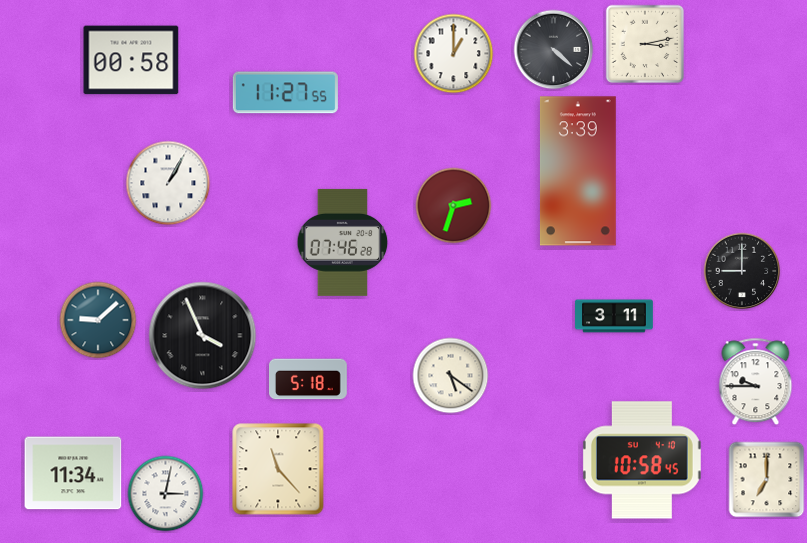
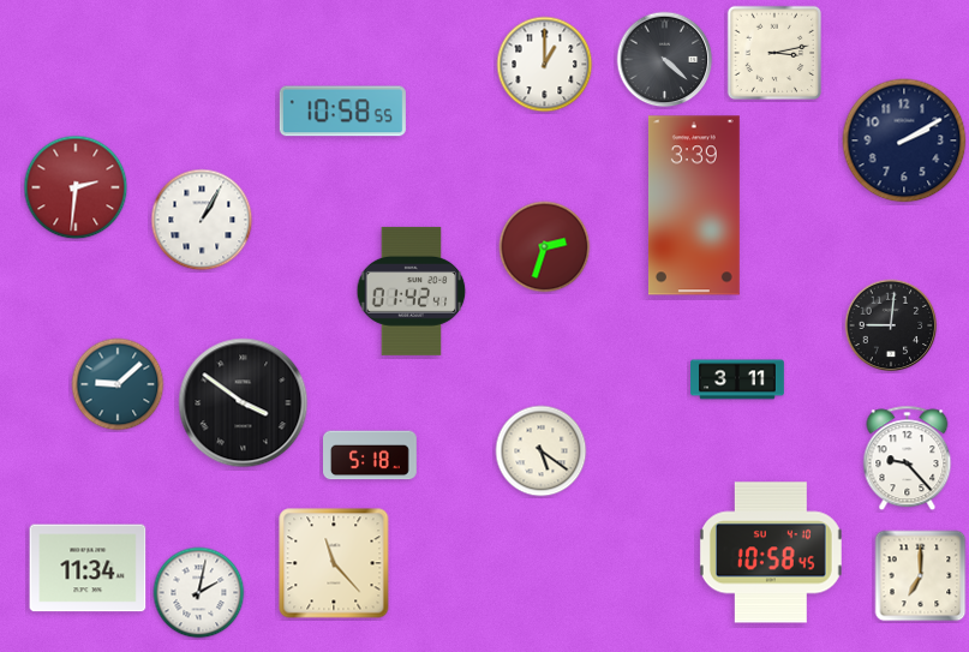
clock at (131, 60): 00:58 -> none
clock at (285, 93): 11:27 -> 10:58
clock at (904, 140): none -> 2:10
clock at (76, 187): none -> 2:31
clock at (343, 242): 07:46 -> 01:42
clock at (742, 271): 9:00 -> 9:01
clock at (203, 336): 3:56 -> 3:51
clock at (756, 382): 9:45 -> 9:23
clock at (166, 494): 3:02 -> 2:02
